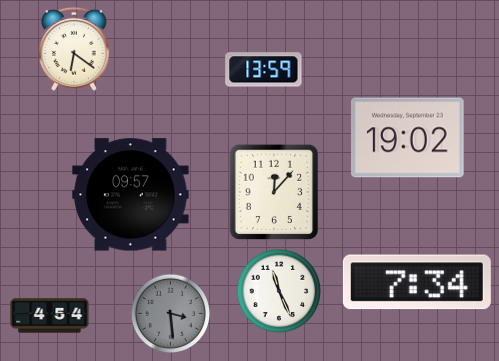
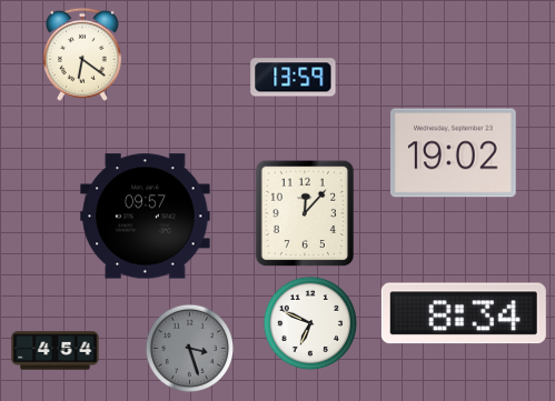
clock at (417, 282): 7:34 -> 8:34
clock at (279, 291): 11:26 -> 6:49
clock at (170, 313): 3:29 -> 3:27
